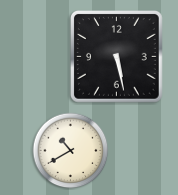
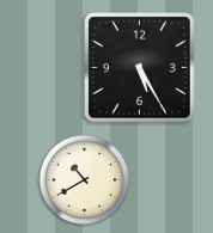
clock at (117, 57): 5:28 -> 5:25
